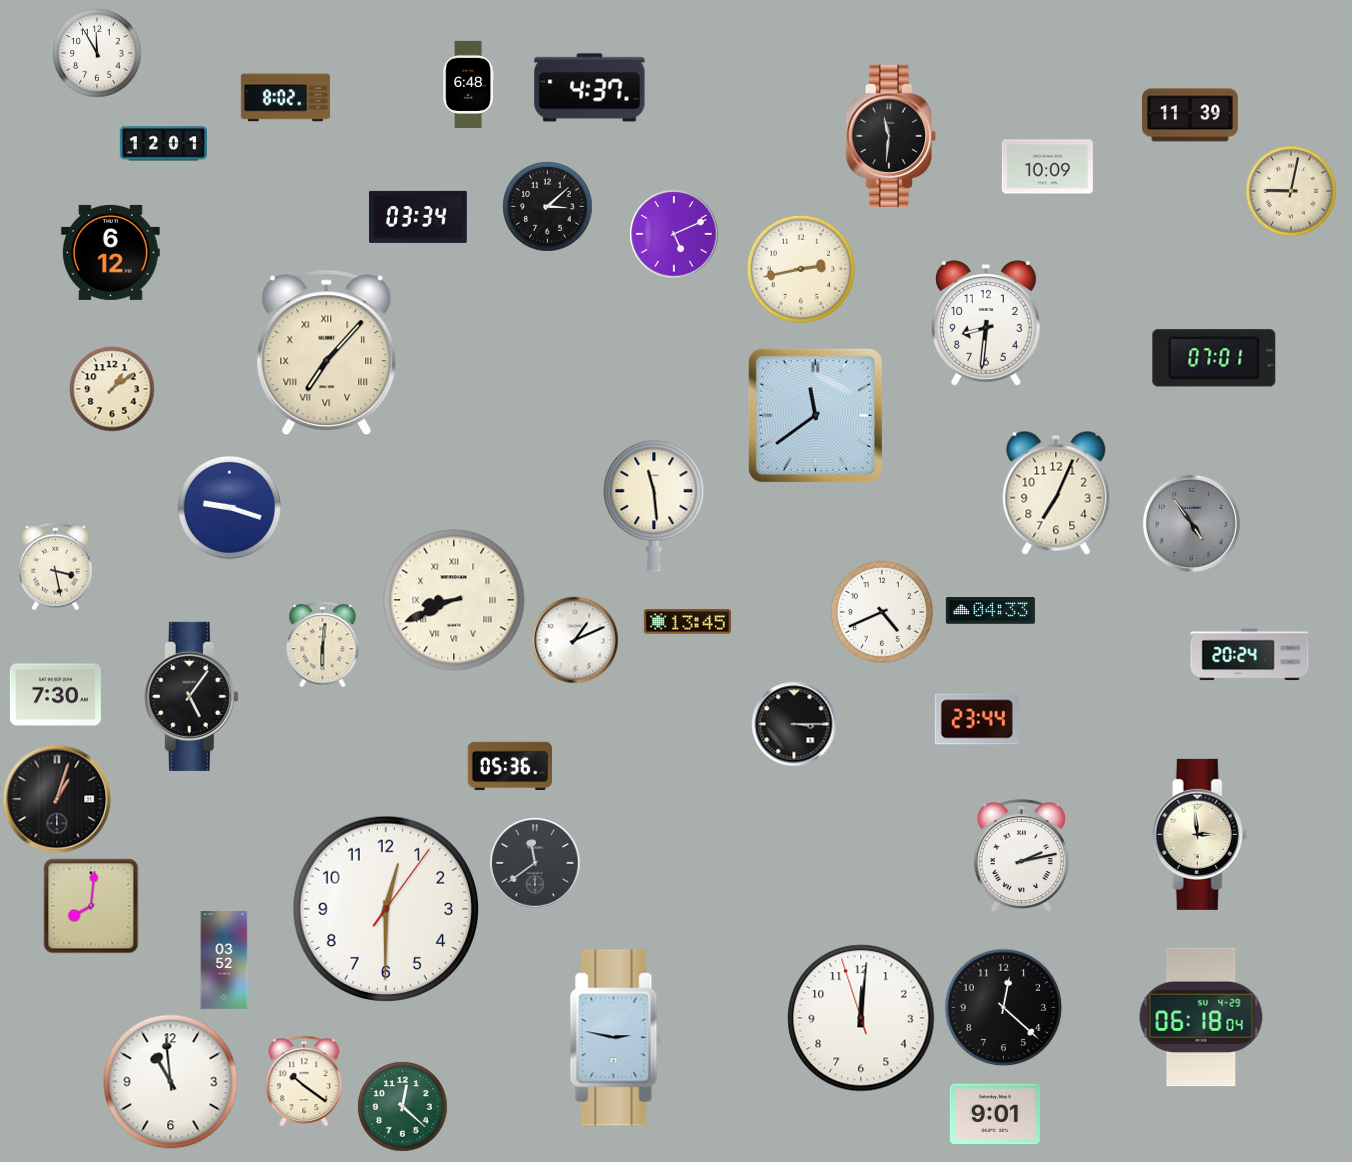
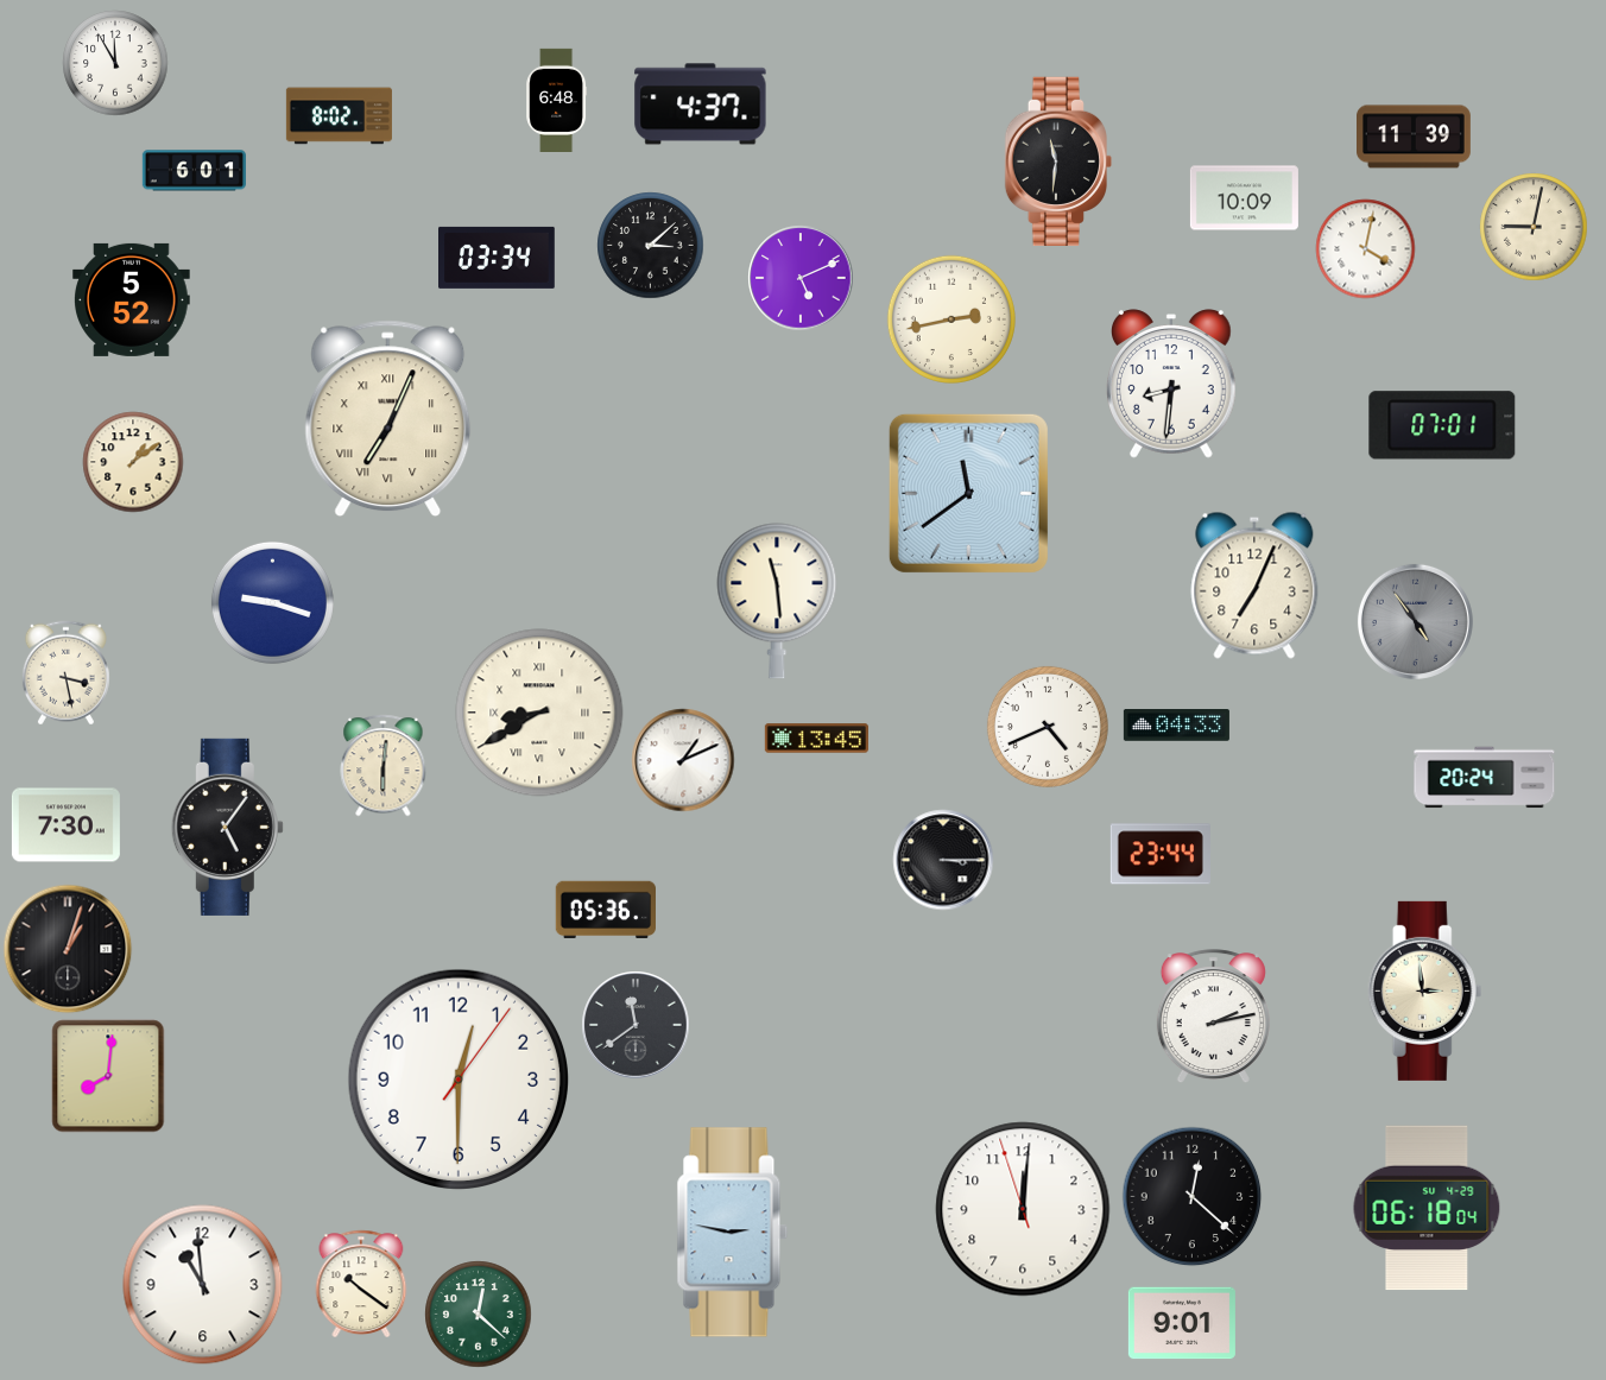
clock at (163, 144): 12:01 -> 6:01
clock at (1365, 248): none -> 4:02
clock at (111, 252): 6:12 -> 5:52
clock at (327, 353): 7:07 -> 7:04
clock at (454, 600): 8:41 -> 8:40
clock at (224, 960): 03:52 -> none
